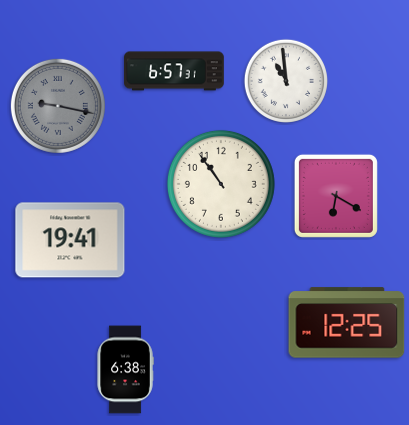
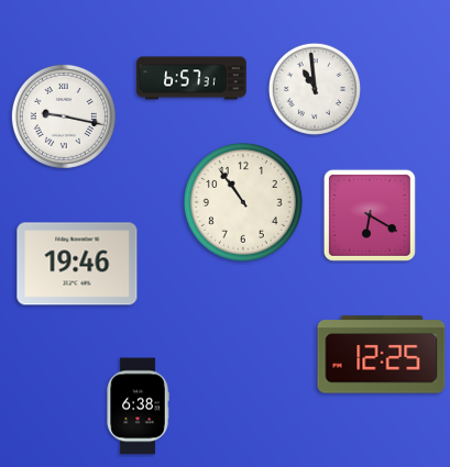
clock at (58, 106) dial: grey -> white
clock at (70, 240): 19:41 -> 19:46
